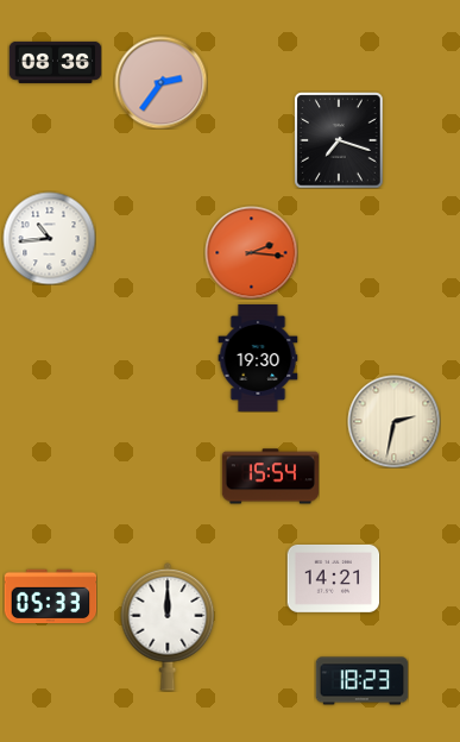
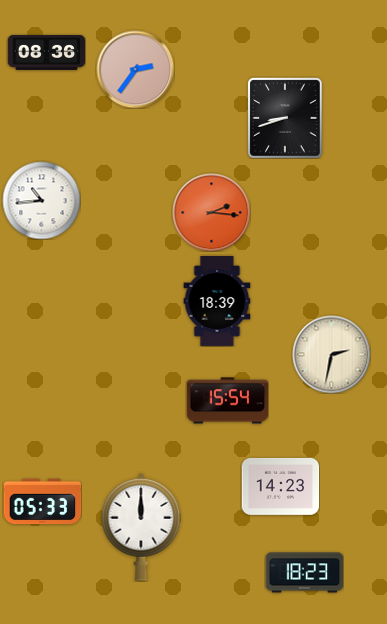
clock at (339, 140): 7:18 -> 8:42
clock at (258, 358): 19:30 -> 18:39
clock at (333, 578): 14:21 -> 14:23
